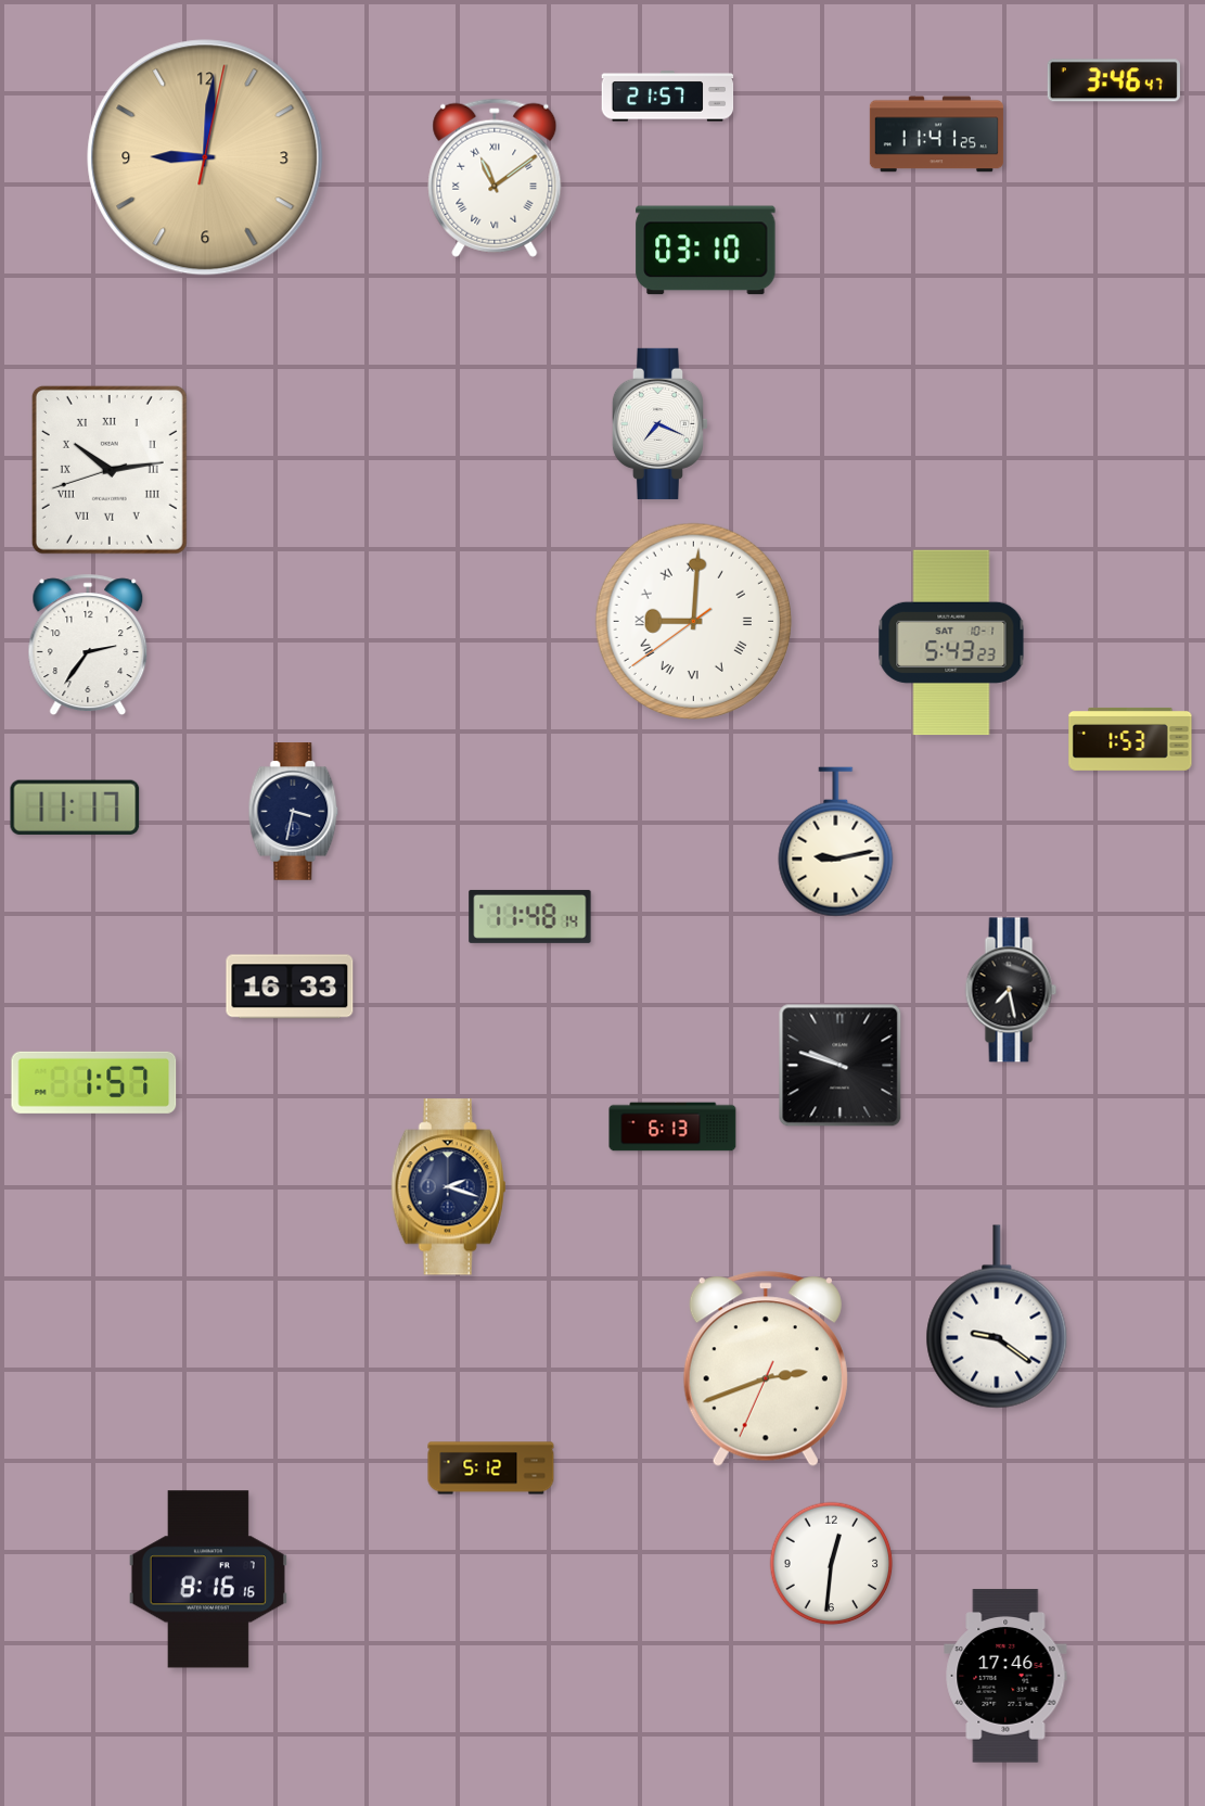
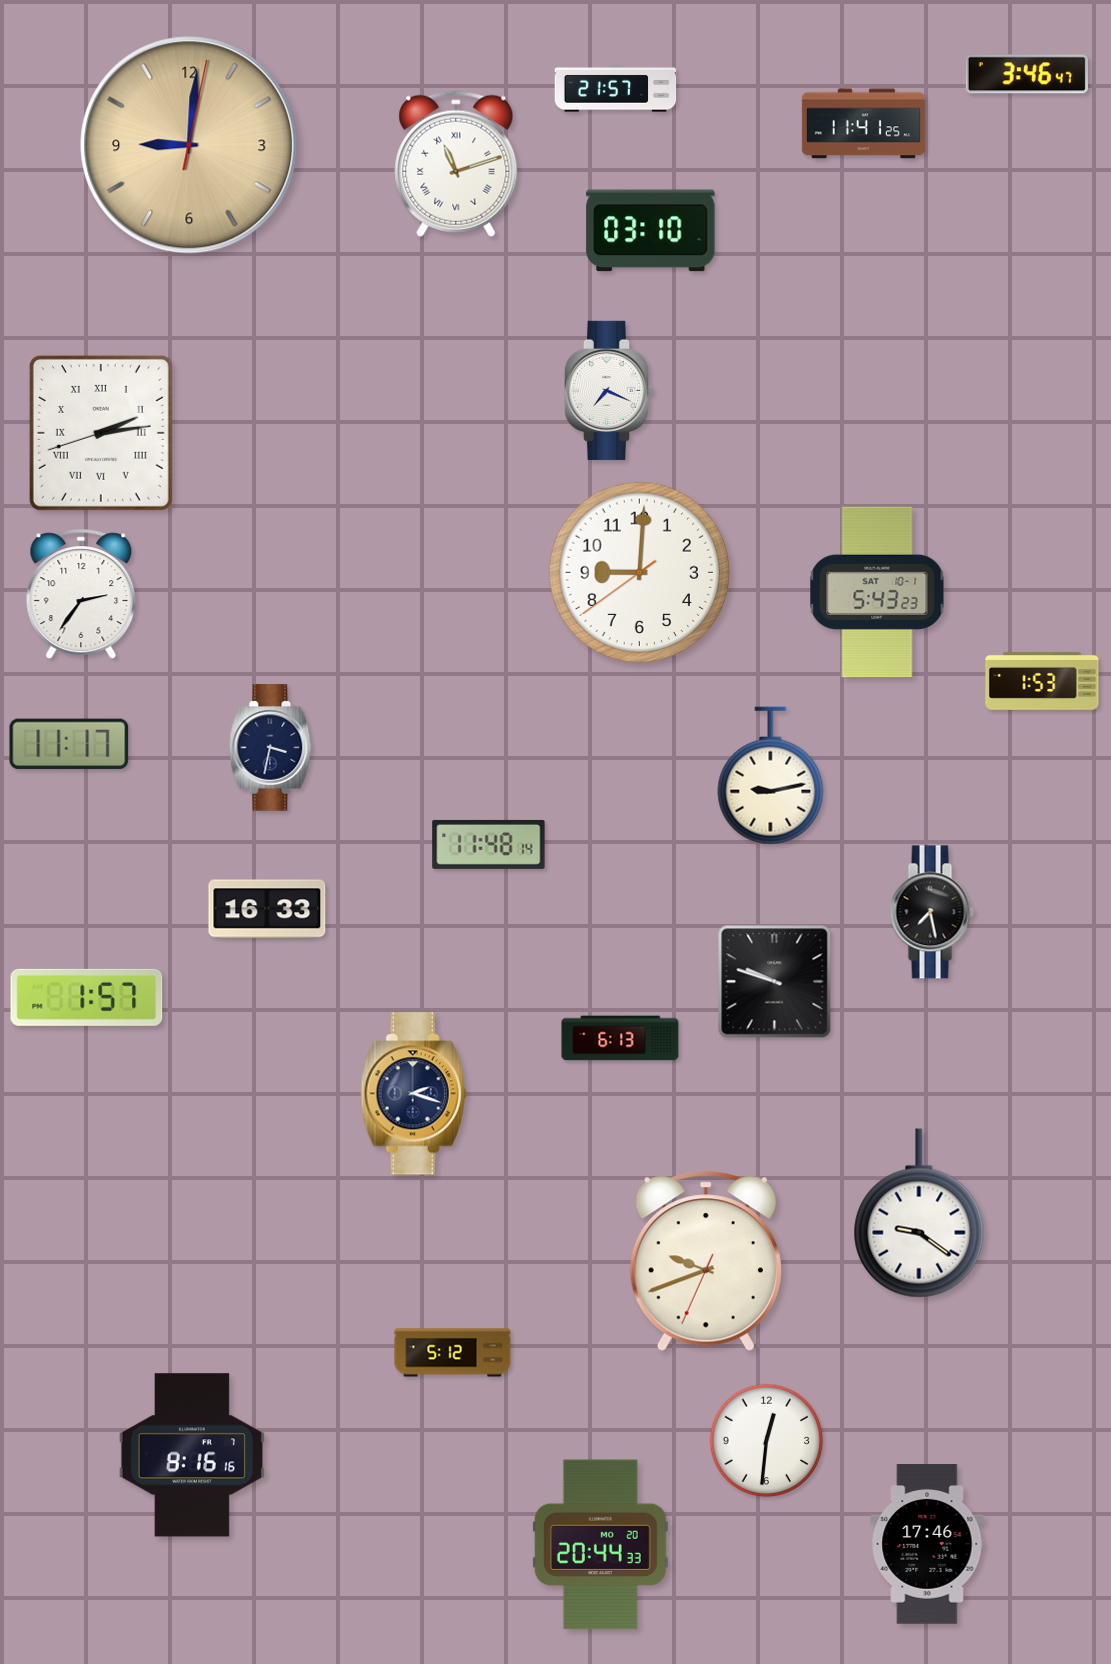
clock at (495, 178): 11:09 -> 11:12
clock at (110, 470): 10:13 -> 2:13
clock at (693, 621) numerals: Roman -> Arabic
clock at (766, 1369): 2:41 -> 9:41
clock at (600, 1545): none -> 20:44
